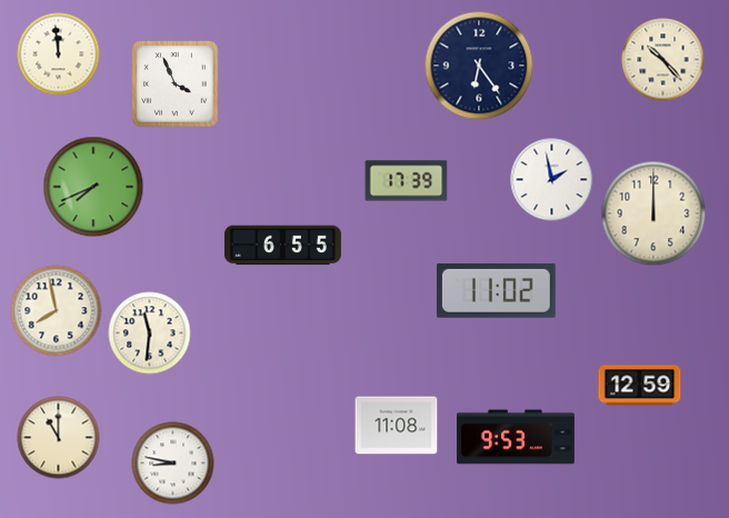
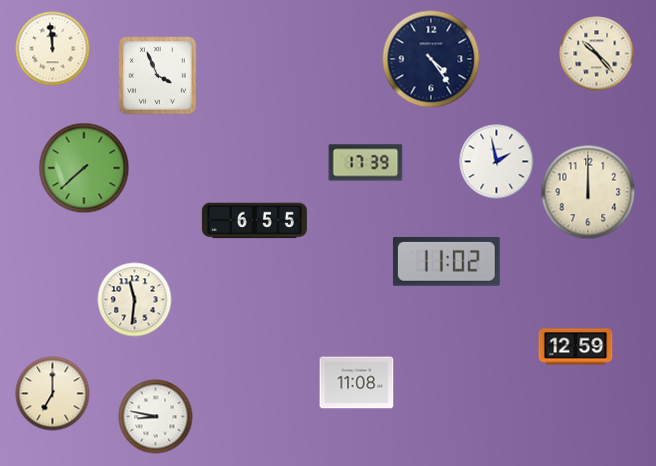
clock at (479, 66): 6:24 -> 4:24
clock at (93, 187): 7:41 -> 7:38
clock at (57, 311): 7:58 -> none
clock at (516, 437): 9:53 -> none
clock at (59, 438): 11:00 -> 7:00
